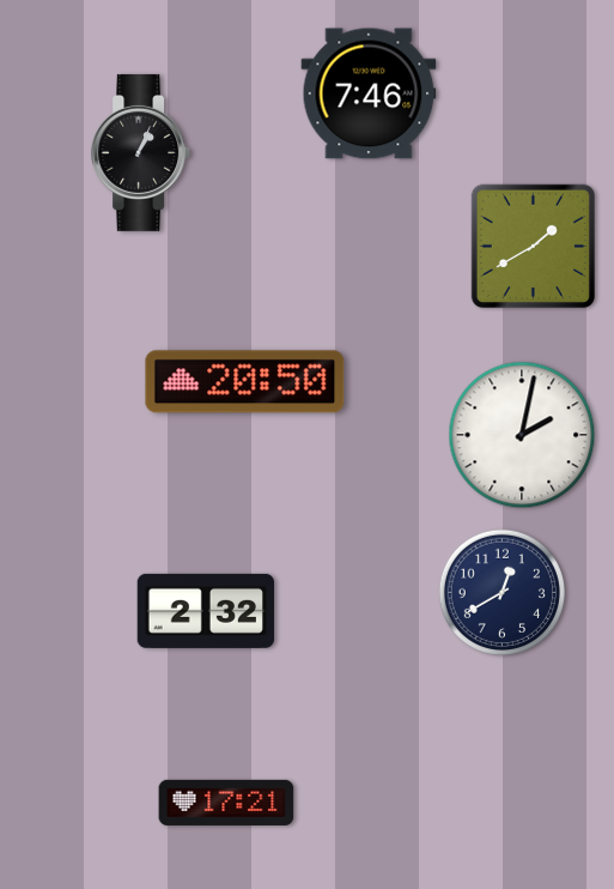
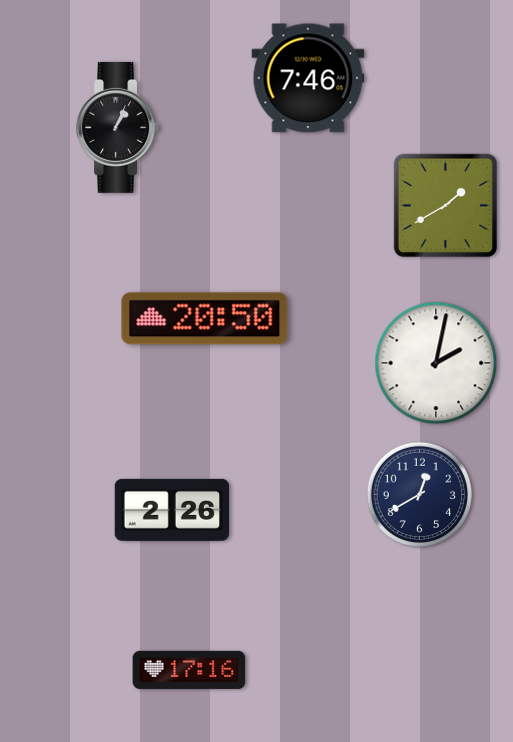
clock at (206, 611): 2:32 -> 2:26
clock at (226, 803): 17:21 -> 17:16
